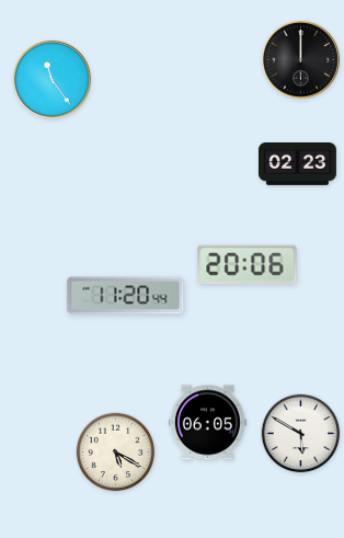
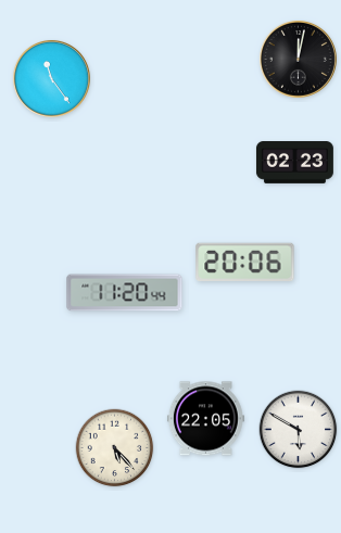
clock at (300, 59): 12:00 -> 12:02
clock at (207, 423): 06:05 -> 22:05
clock at (116, 453): 5:20 -> 5:23
